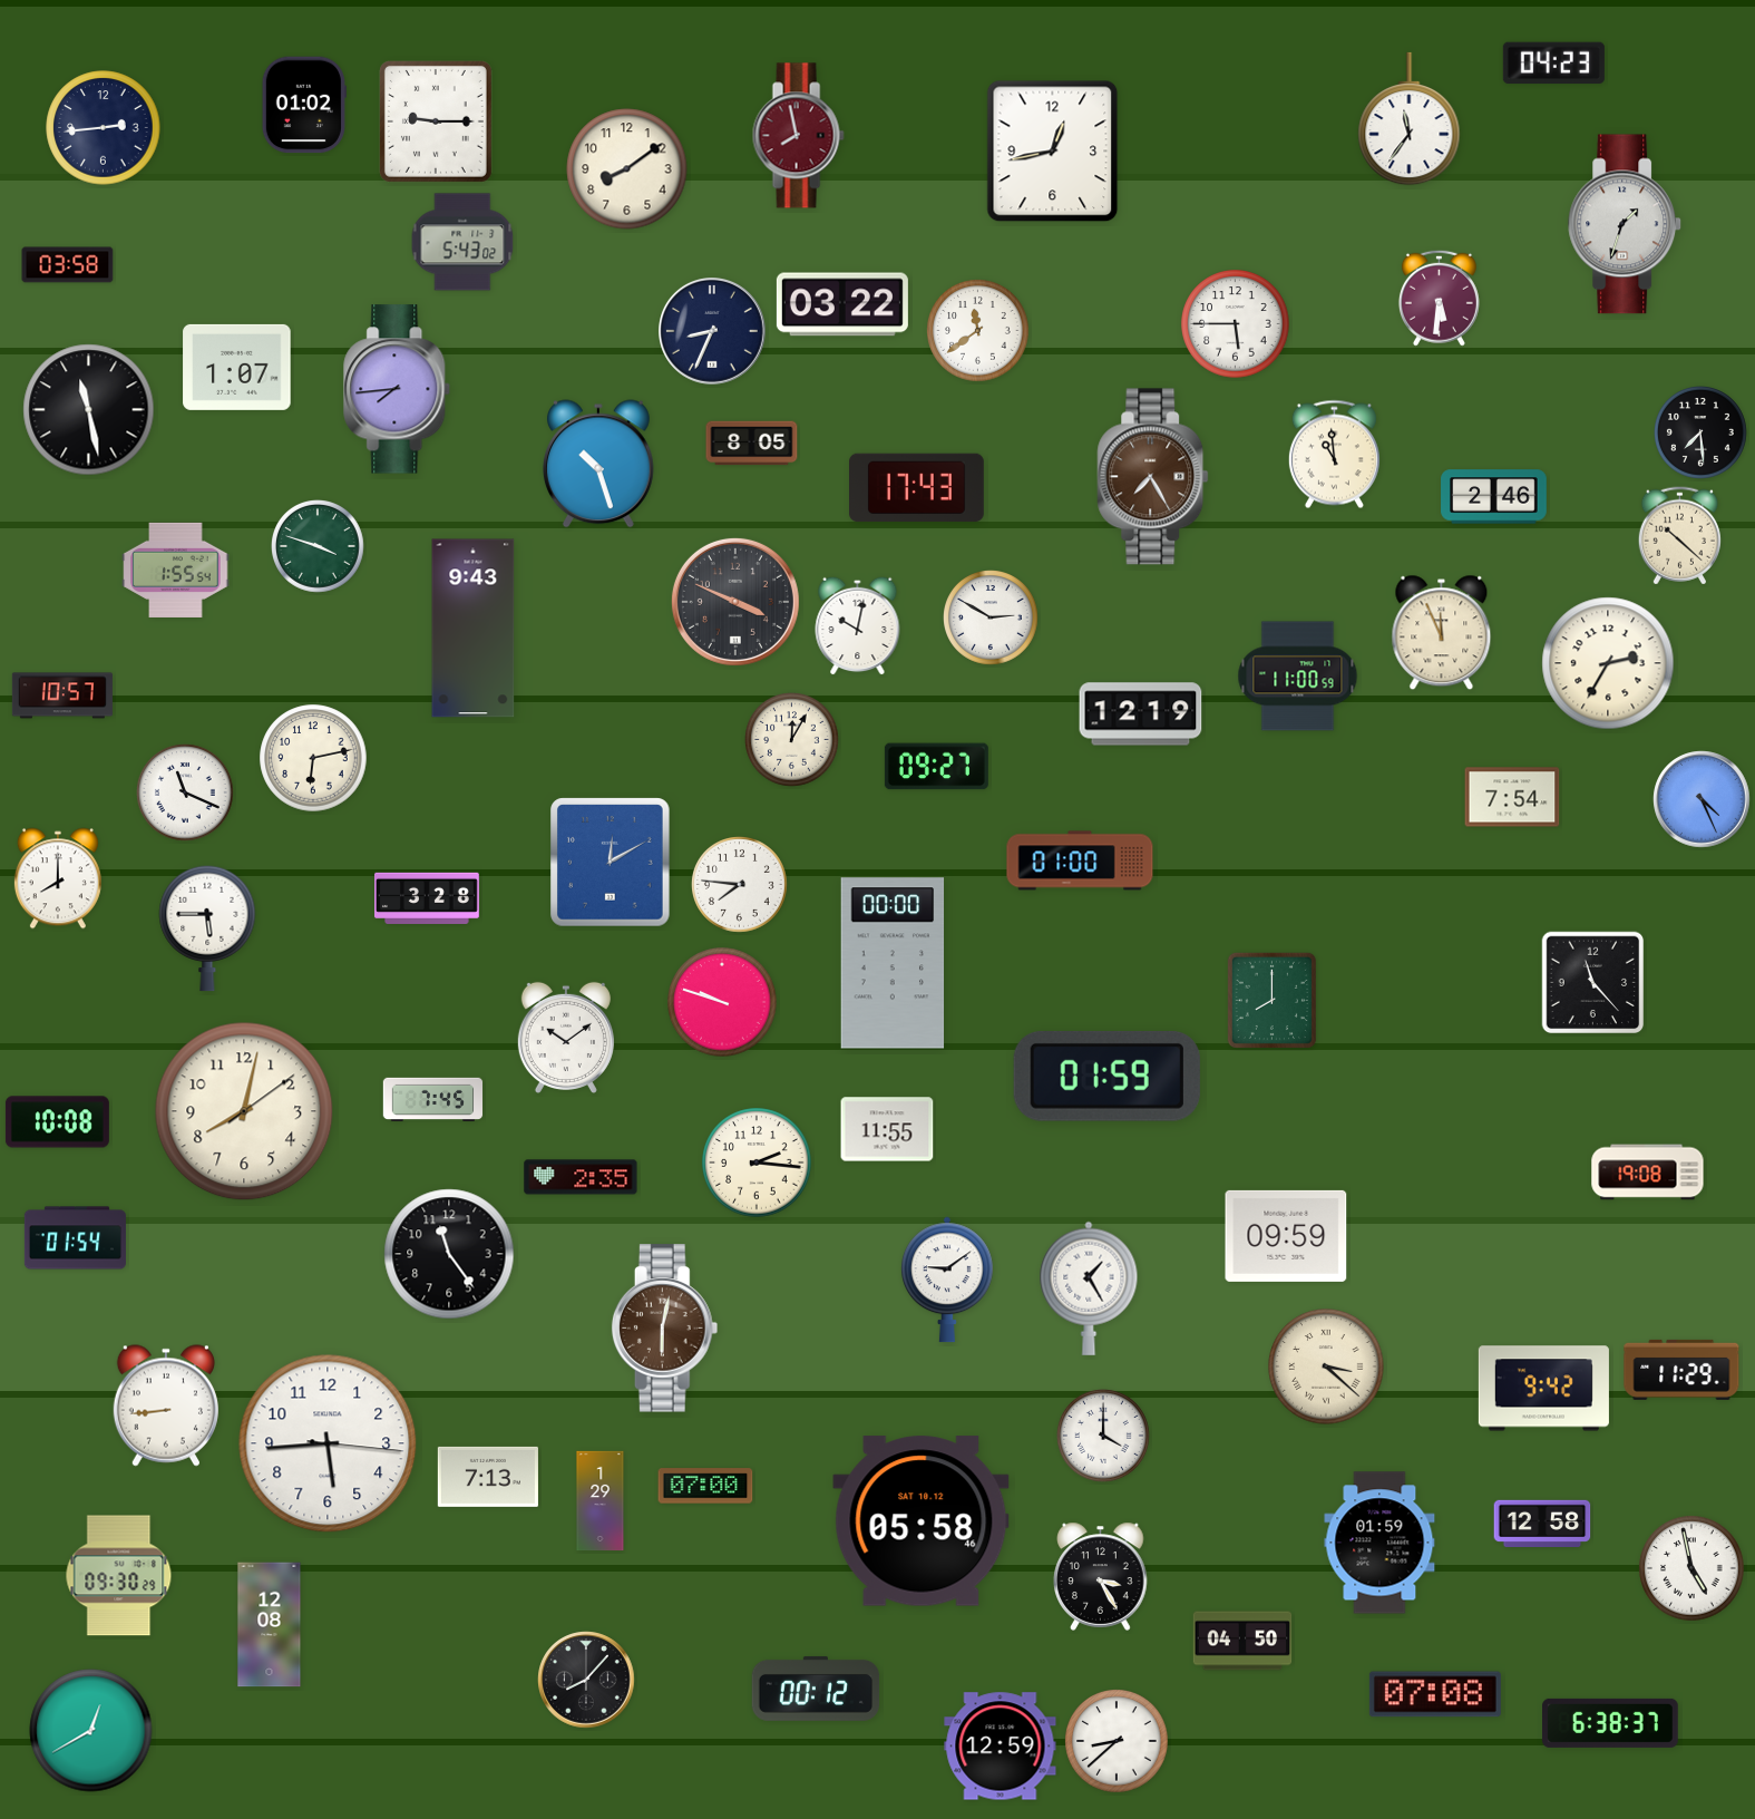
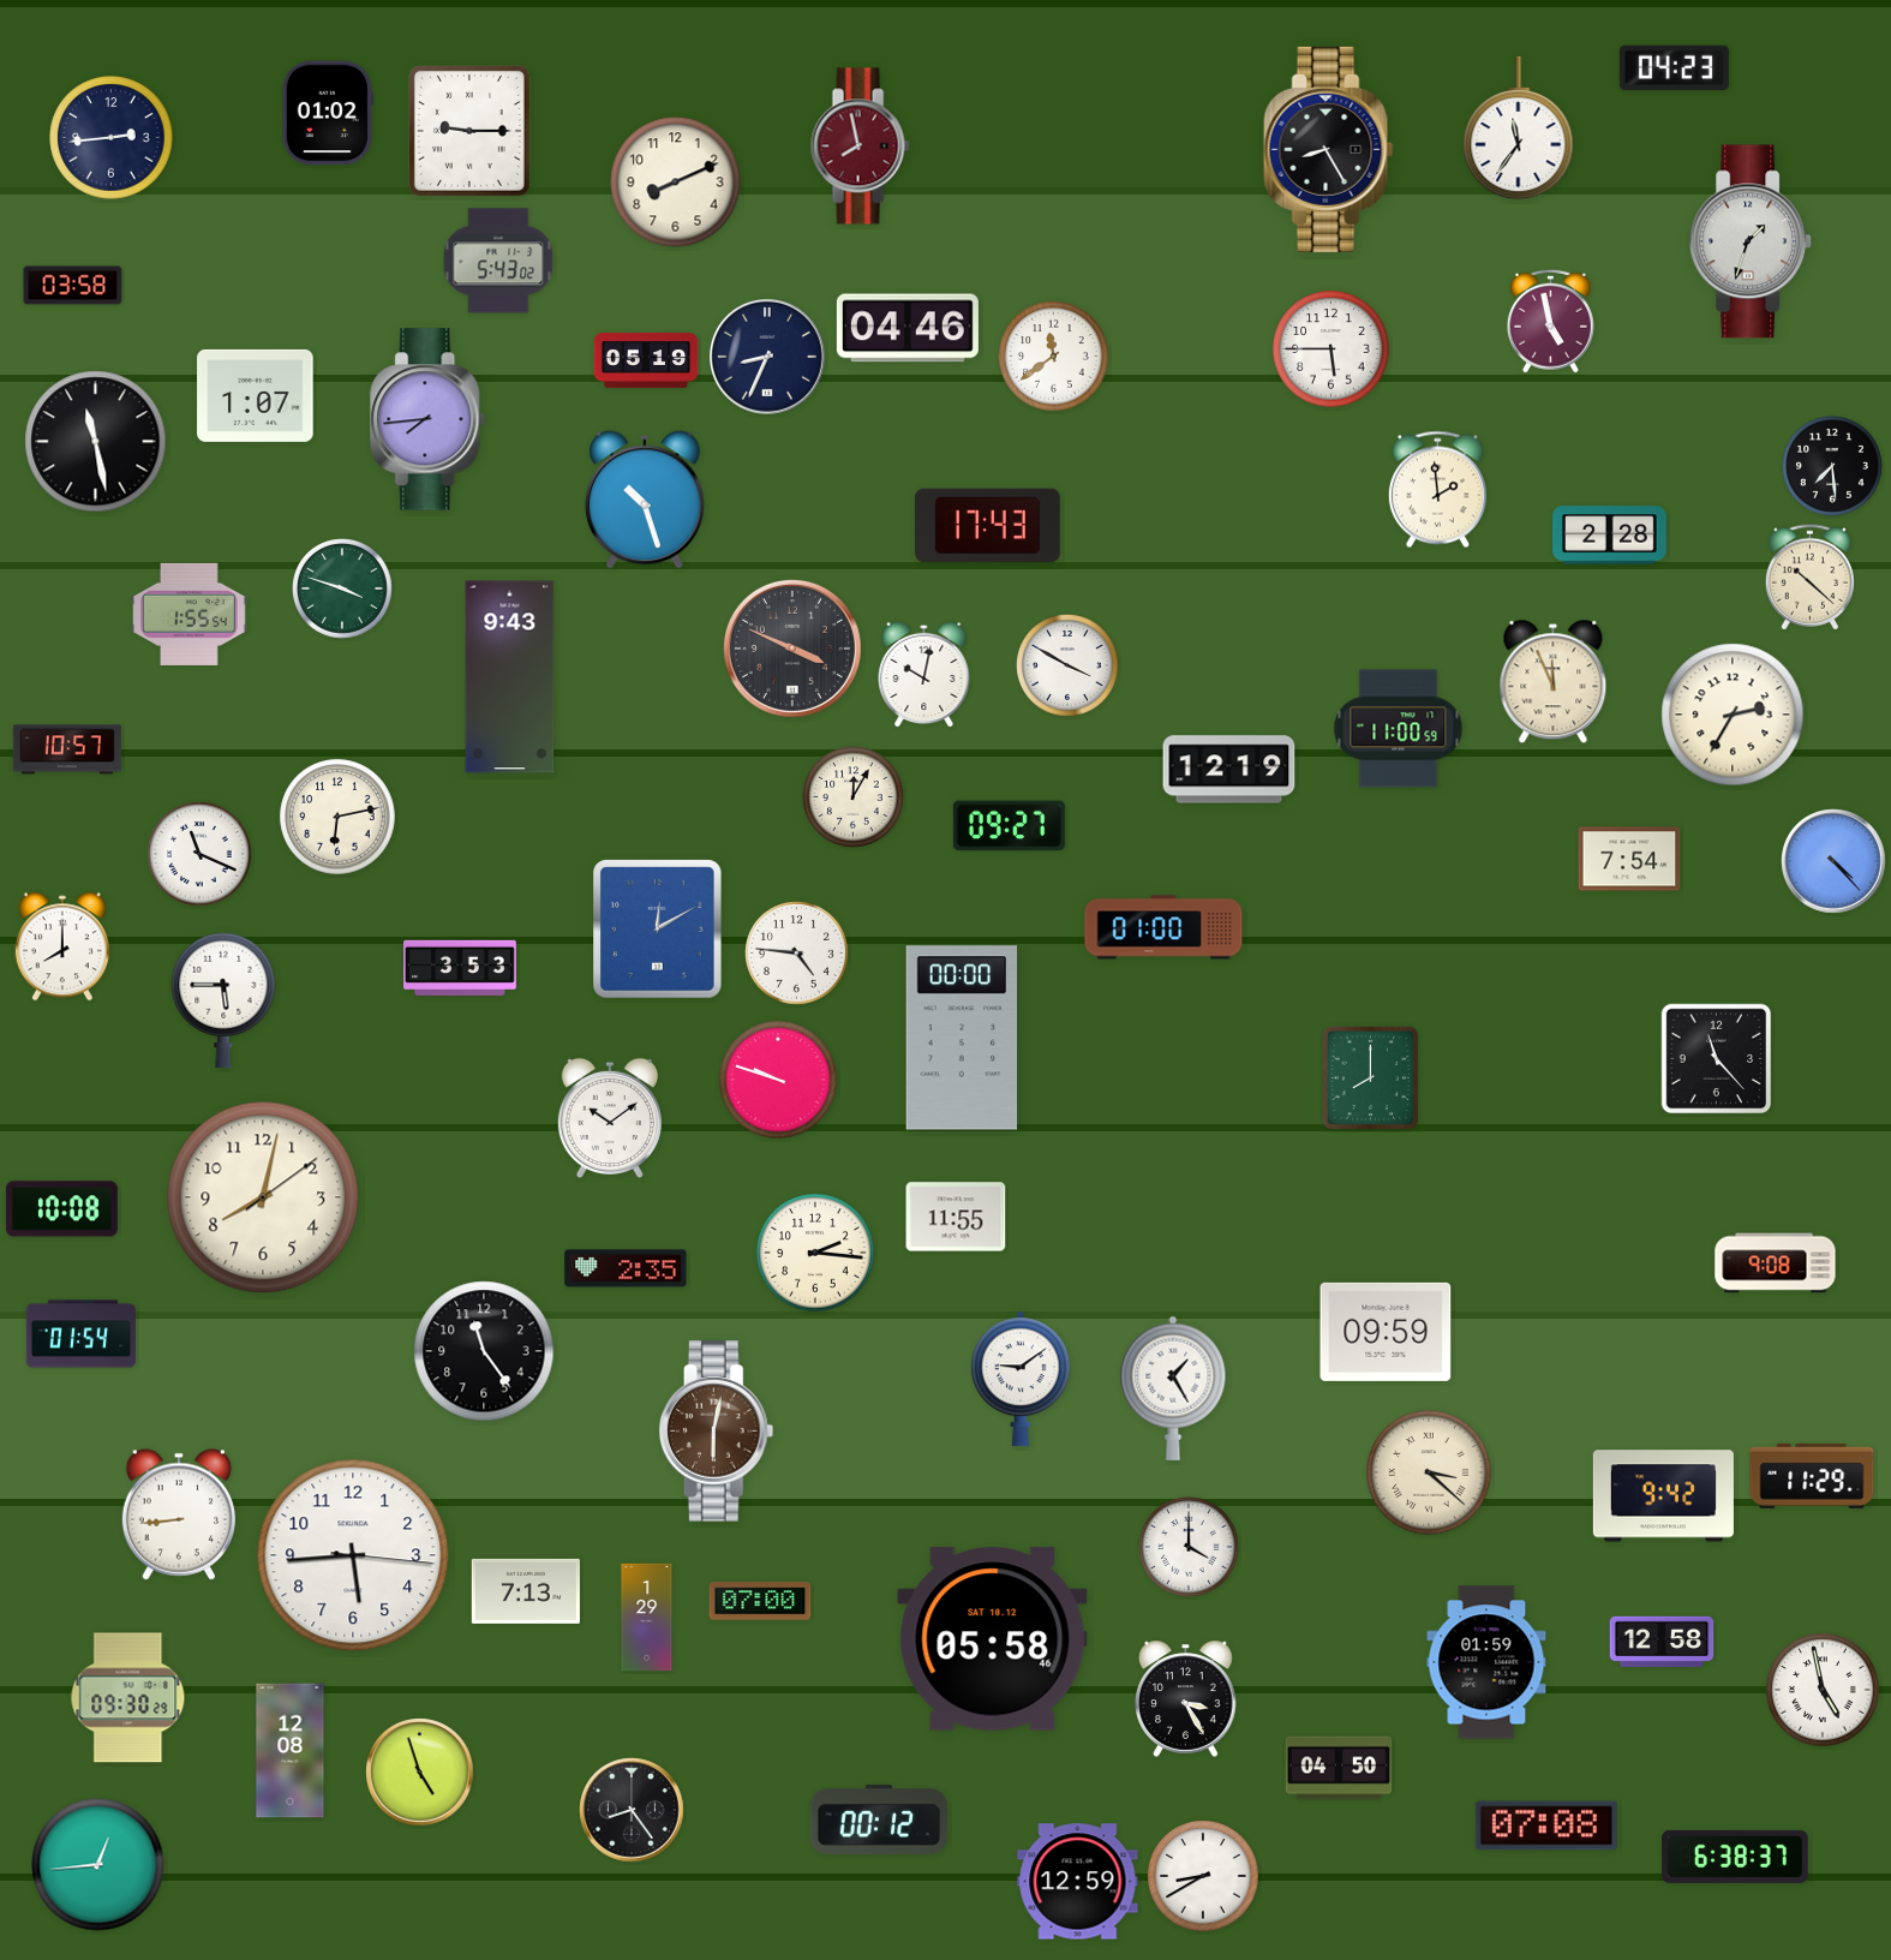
clock at (1329, 149): none -> 8:25
clock at (1053, 152): 12:43 -> none
clock at (627, 169): 8:09 -> 8:11
clock at (1439, 298): 5:31 -> 4:58
clock at (842, 304): 03:22 -> 04:46
clock at (646, 360): none -> 05:19
clock at (752, 444): 8:05 -> none
clock at (1334, 455): 10:59 -> 1:59
clock at (1153, 477): 7:25 -> none
clock at (1494, 497): 2:46 -> 2:28
clock at (992, 619): 2:50 -> 3:50
clock at (1702, 799): 4:26 -> 4:23
clock at (740, 885): 7:46 -> 4:46
clock at (428, 897): 3:28 -> 3:53
clock at (1106, 1077): 01:59 -> none
clock at (433, 1099): 7:45 -> none
clock at (1648, 1173): 19:08 -> 9:08
clock at (420, 1773): none -> 4:57
clock at (586, 1680): 8:07 -> 8:24
clock at (91, 1731): 12:40 -> 12:44
clock at (1117, 1741): 8:38 -> 8:40
